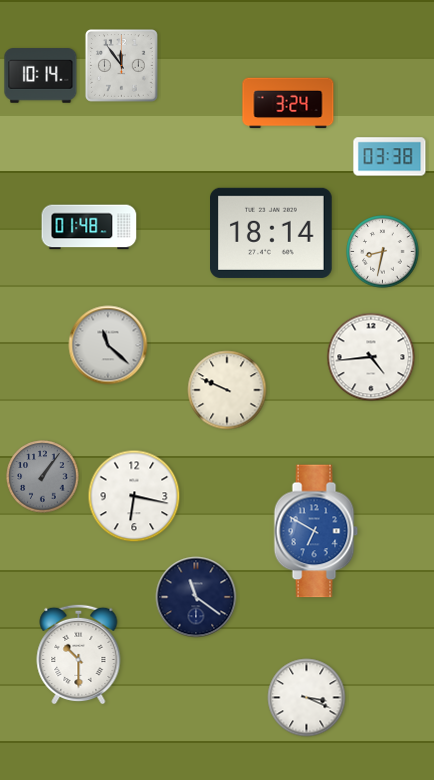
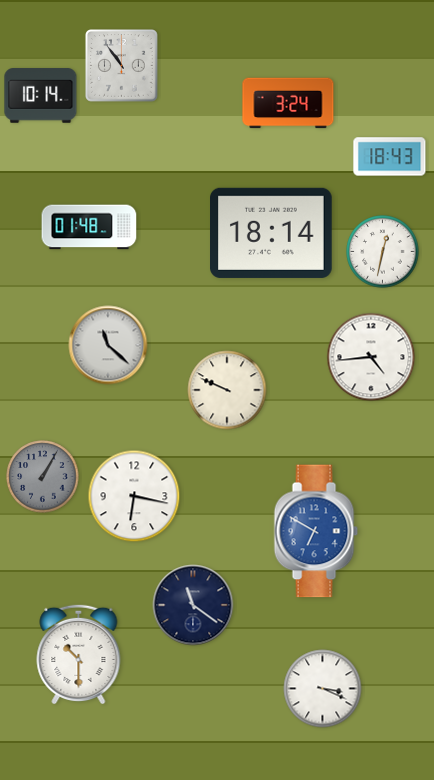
clock at (122, 66): 11:54 -> 10:54
clock at (41, 76) position: (41, 76) -> (41, 96)
clock at (390, 157): 03:38 -> 18:43
clock at (383, 252): 8:32 -> 12:32
clock at (43, 477): 1:06 -> 1:05
clock at (196, 597) position: (196, 597) -> (193, 605)
clock at (307, 698) position: (307, 698) -> (323, 689)
